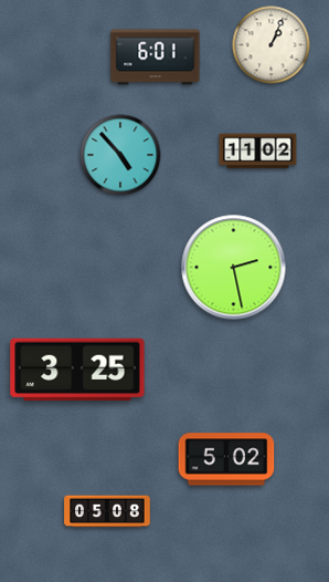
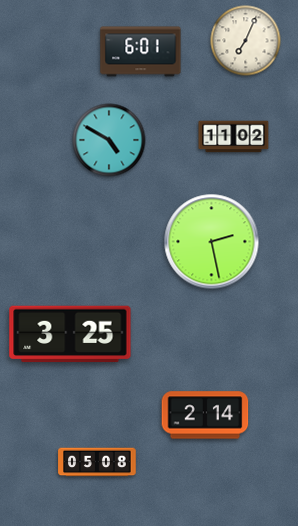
clock at (272, 45): 1:04 -> 7:04
clock at (120, 155): 4:53 -> 4:50
clock at (226, 459): 5:02 -> 2:14
